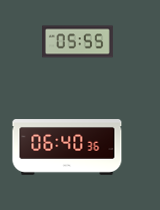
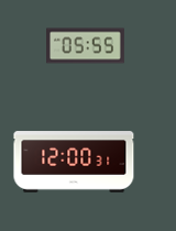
clock at (67, 147): 06:40 -> 12:00
